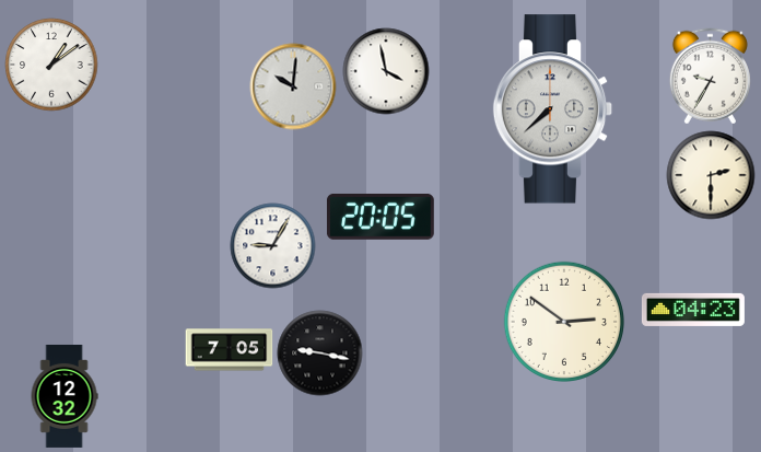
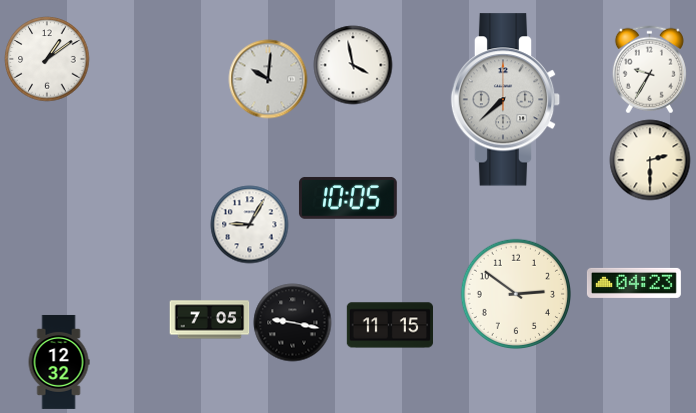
clock at (380, 217): 20:05 -> 10:05
clock at (389, 325): none -> 11:15
